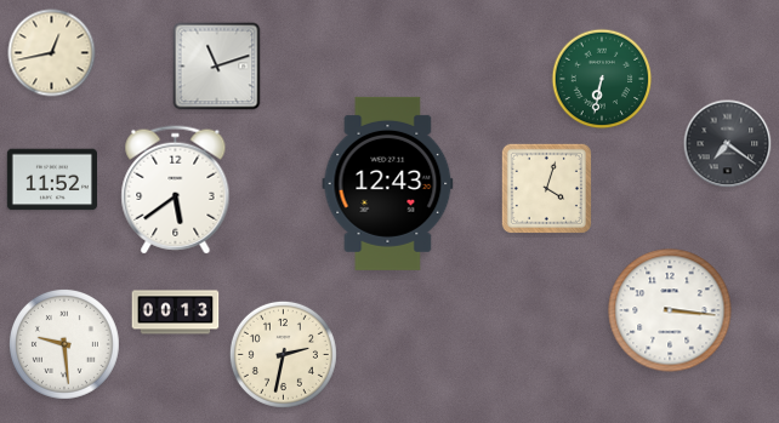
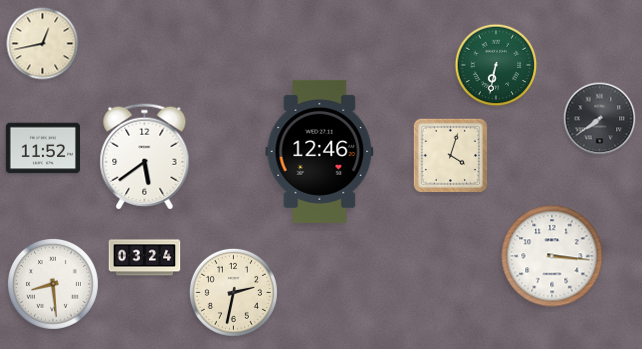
clock at (217, 67): 11:12 -> none
clock at (728, 144): 7:21 -> 7:39
clock at (388, 183): 12:43 -> 12:46
clock at (176, 313): 00:13 -> 03:24
clock at (64, 344): 9:29 -> 8:29
